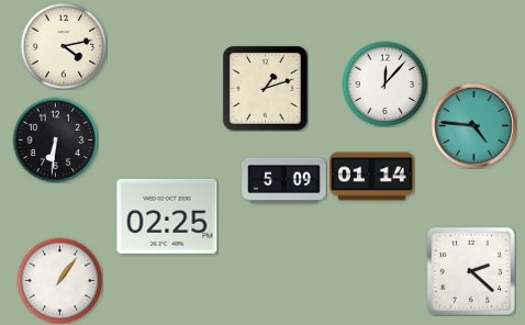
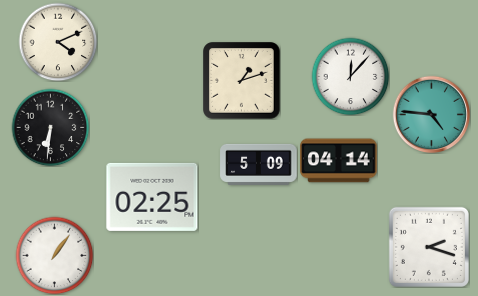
clock at (64, 46): 4:13 -> 4:11
clock at (372, 177): 01:14 -> 04:14
clock at (471, 271): 2:22 -> 2:18
